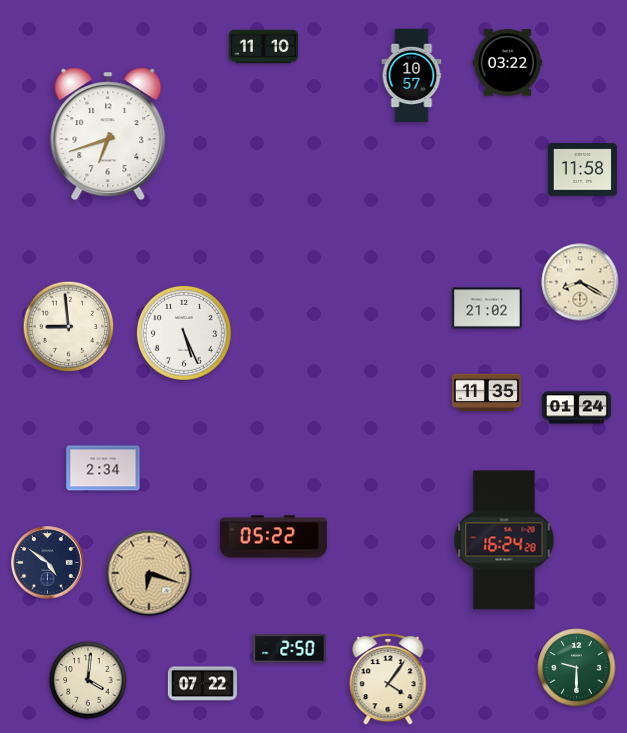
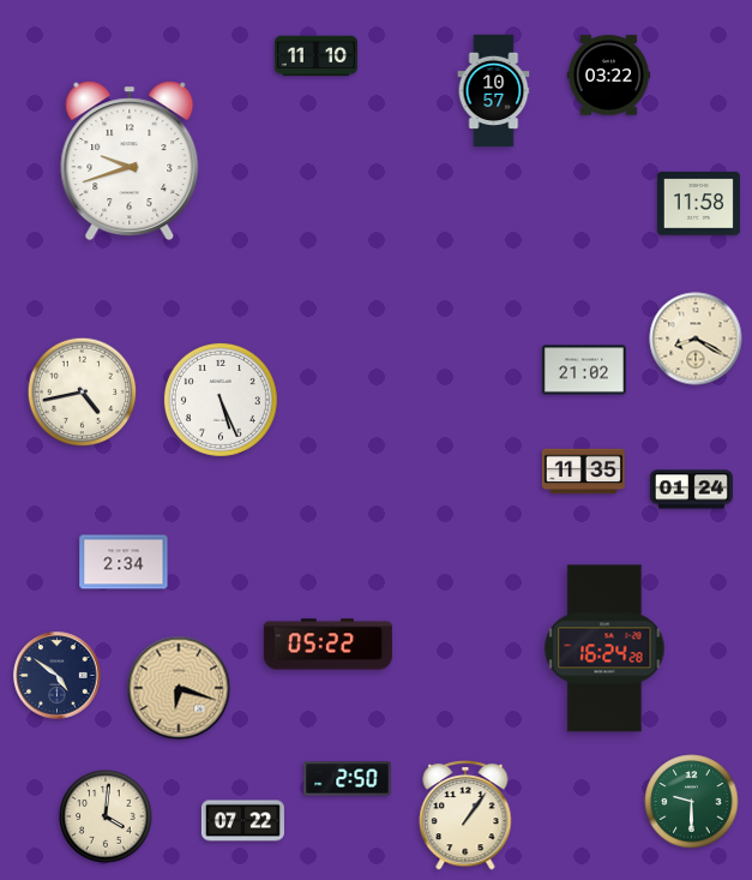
clock at (108, 134): 6:42 -> 9:42
clock at (69, 327): 8:59 -> 4:43
clock at (388, 679): 4:06 -> 1:06
